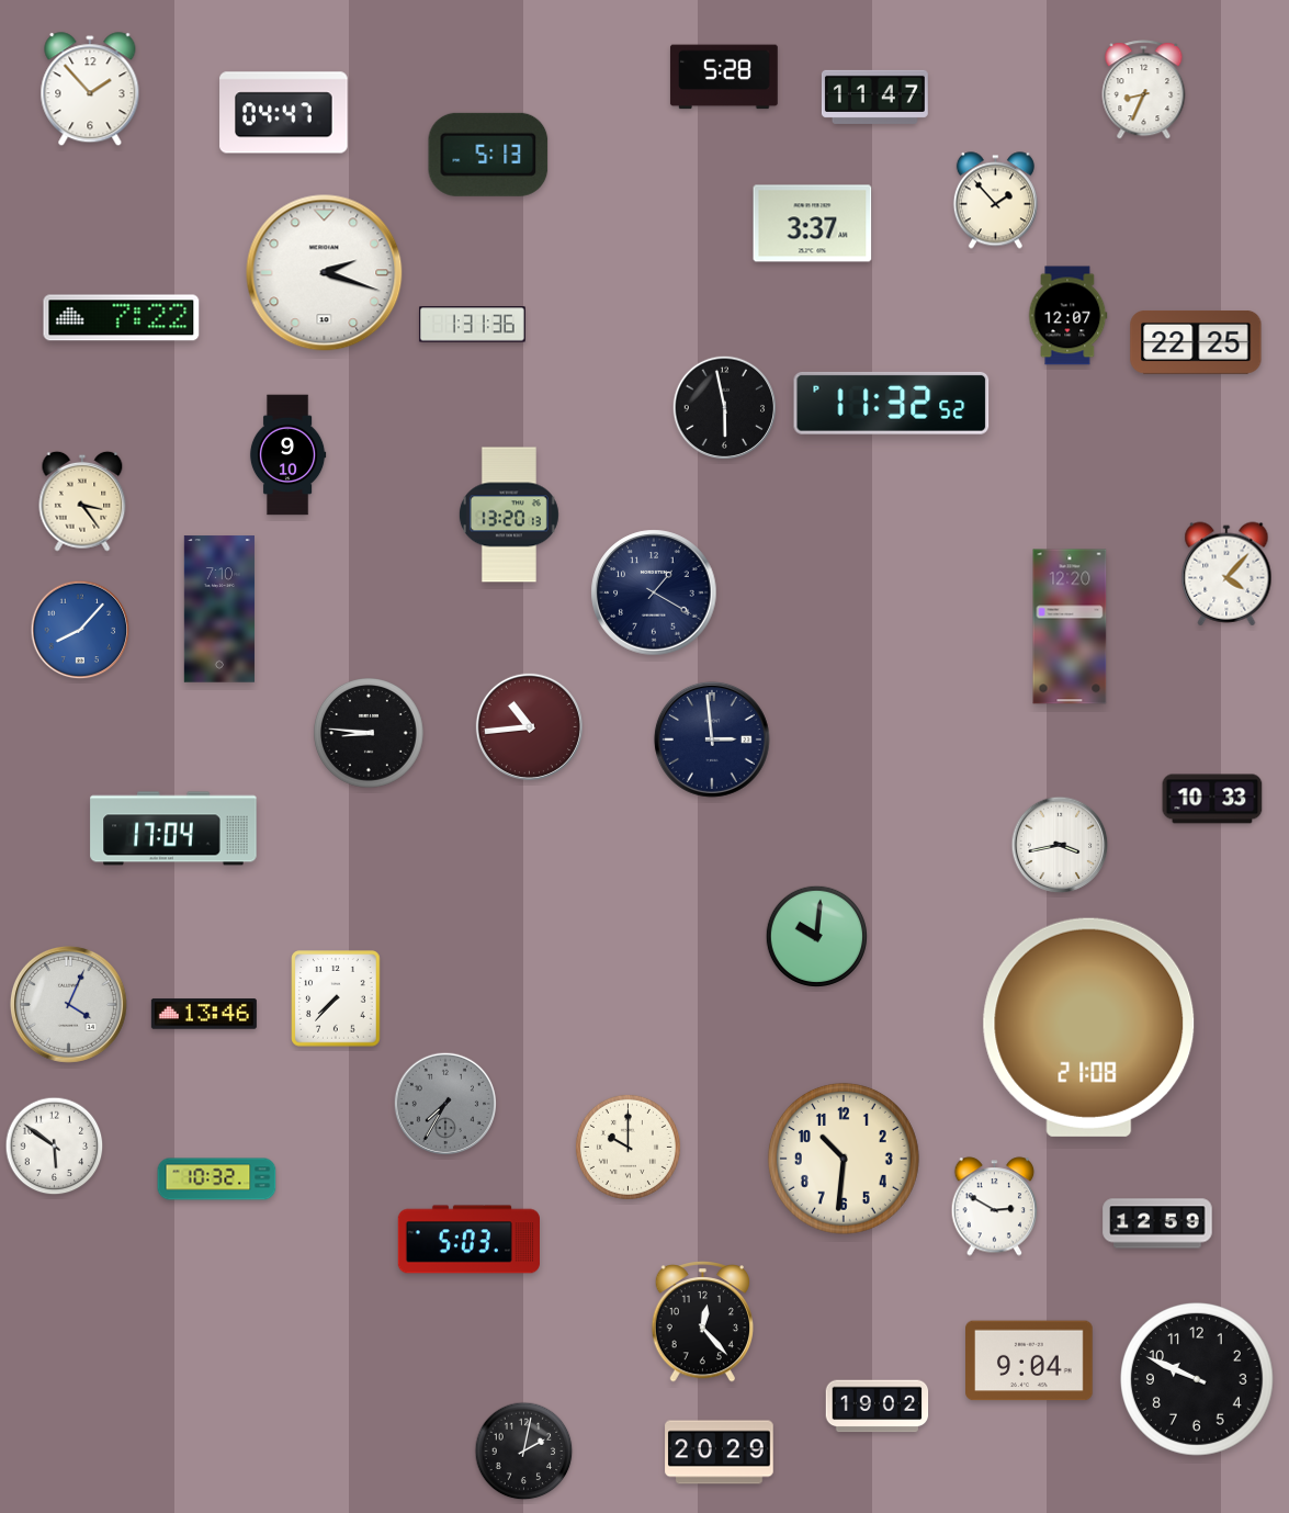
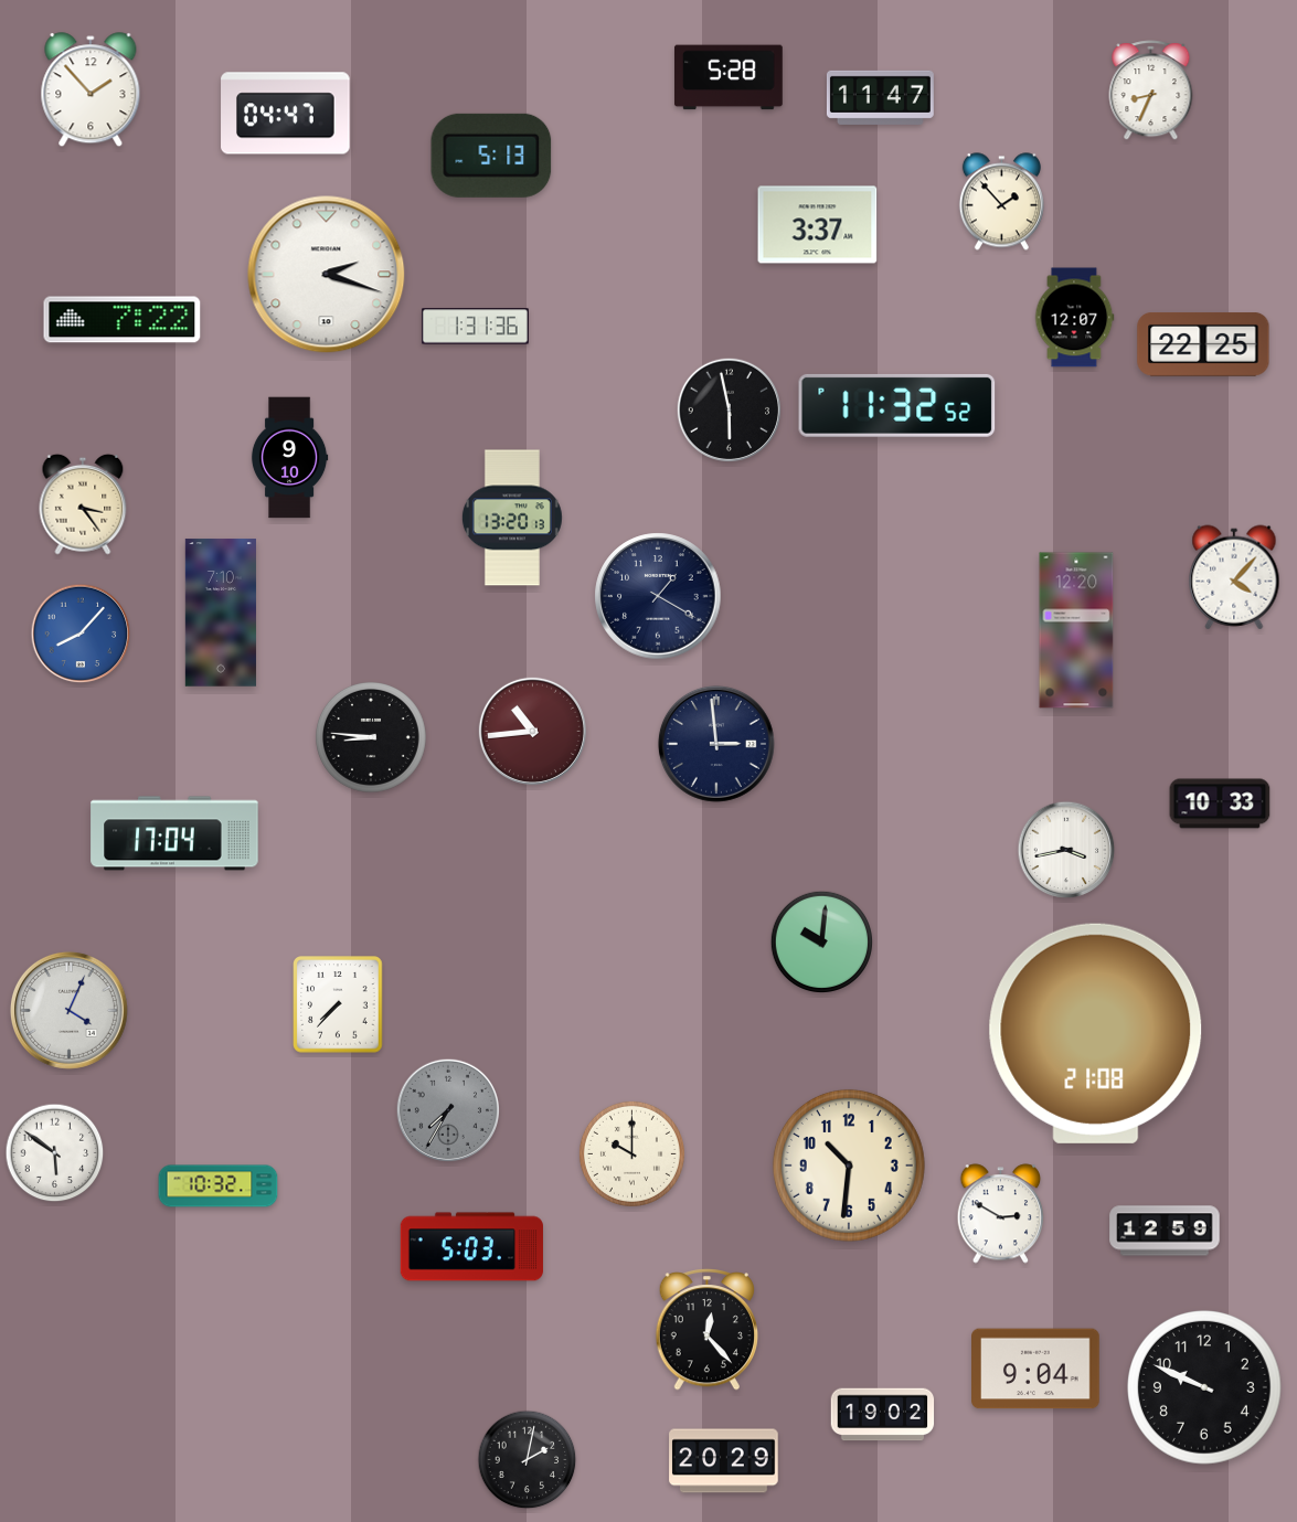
clock at (204, 1014): 13:46 -> none
